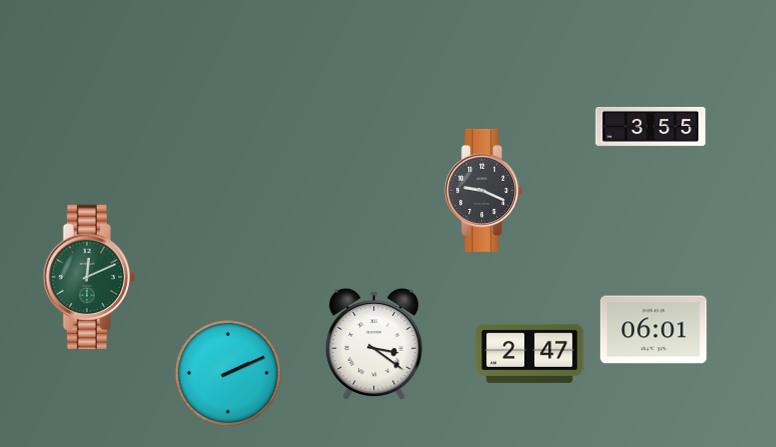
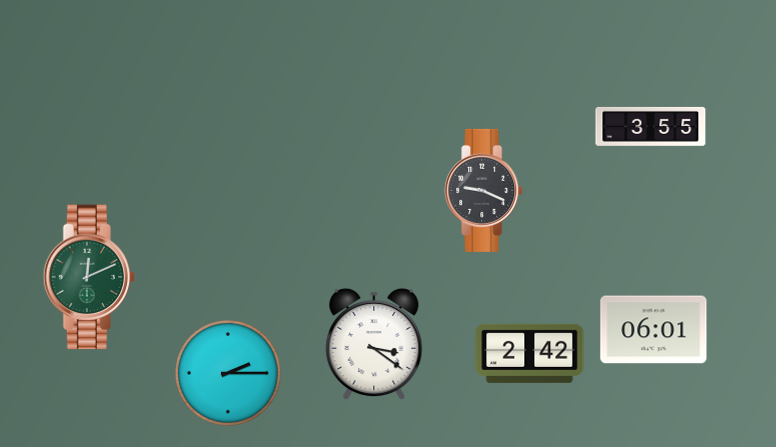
clock at (530, 353): 2:47 -> 2:42
clock at (228, 373): 2:11 -> 2:15
